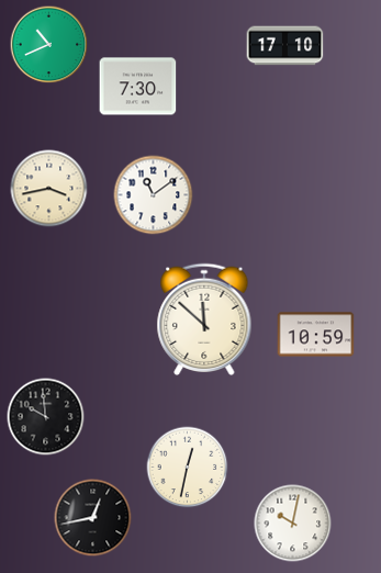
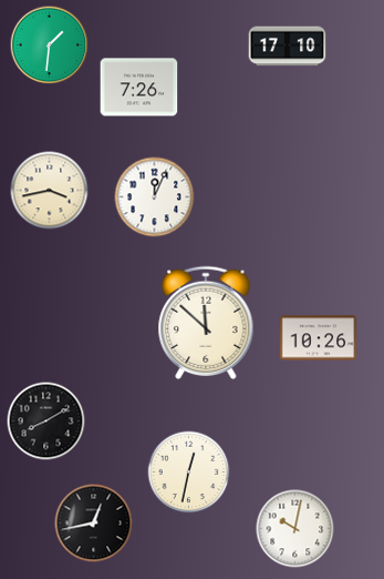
clock at (49, 45): 10:41 -> 1:31
clock at (138, 87): 7:30 -> 7:26
clock at (154, 195): 11:09 -> 12:04
clock at (316, 335): 10:59 -> 10:26
clock at (46, 417): 9:59 -> 8:10
